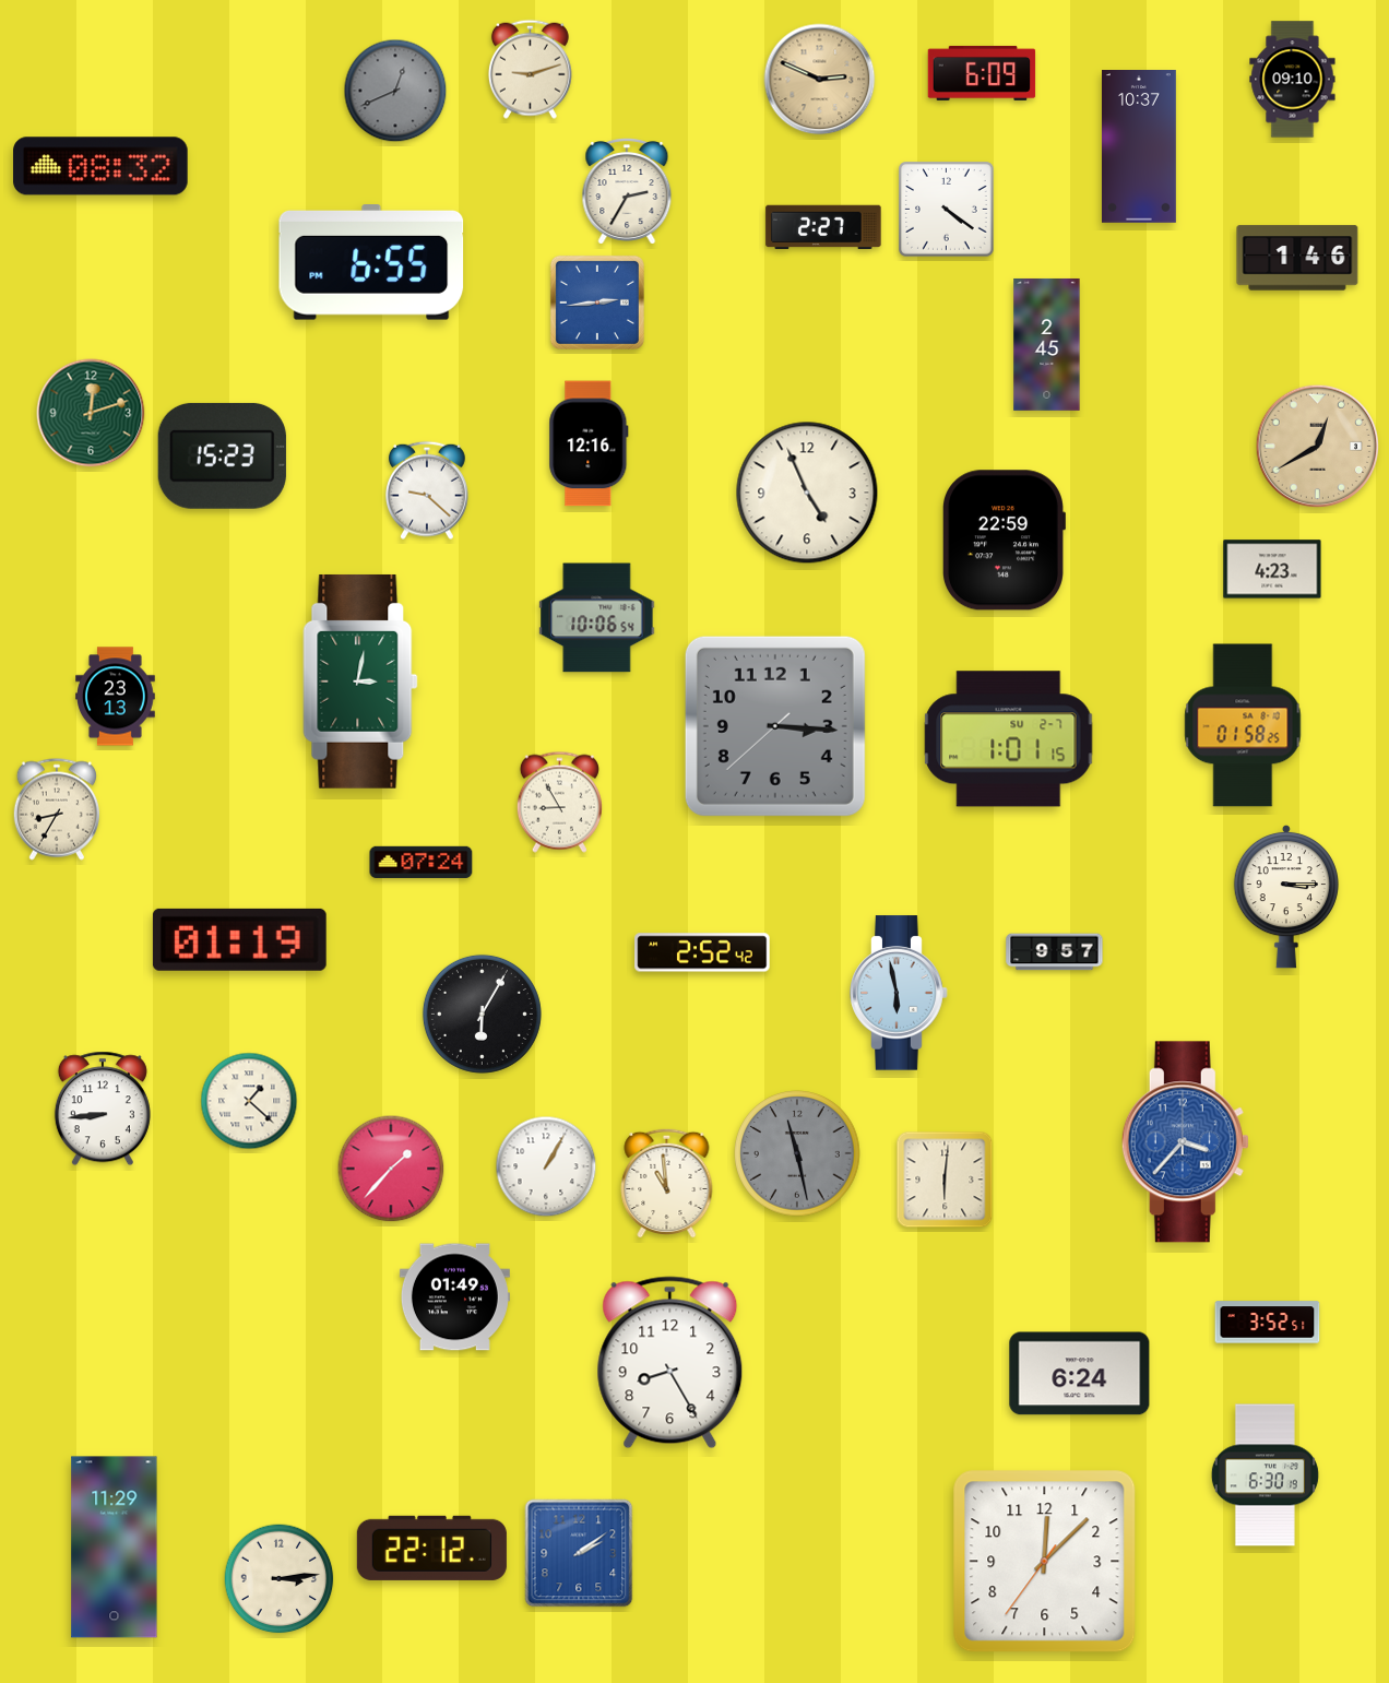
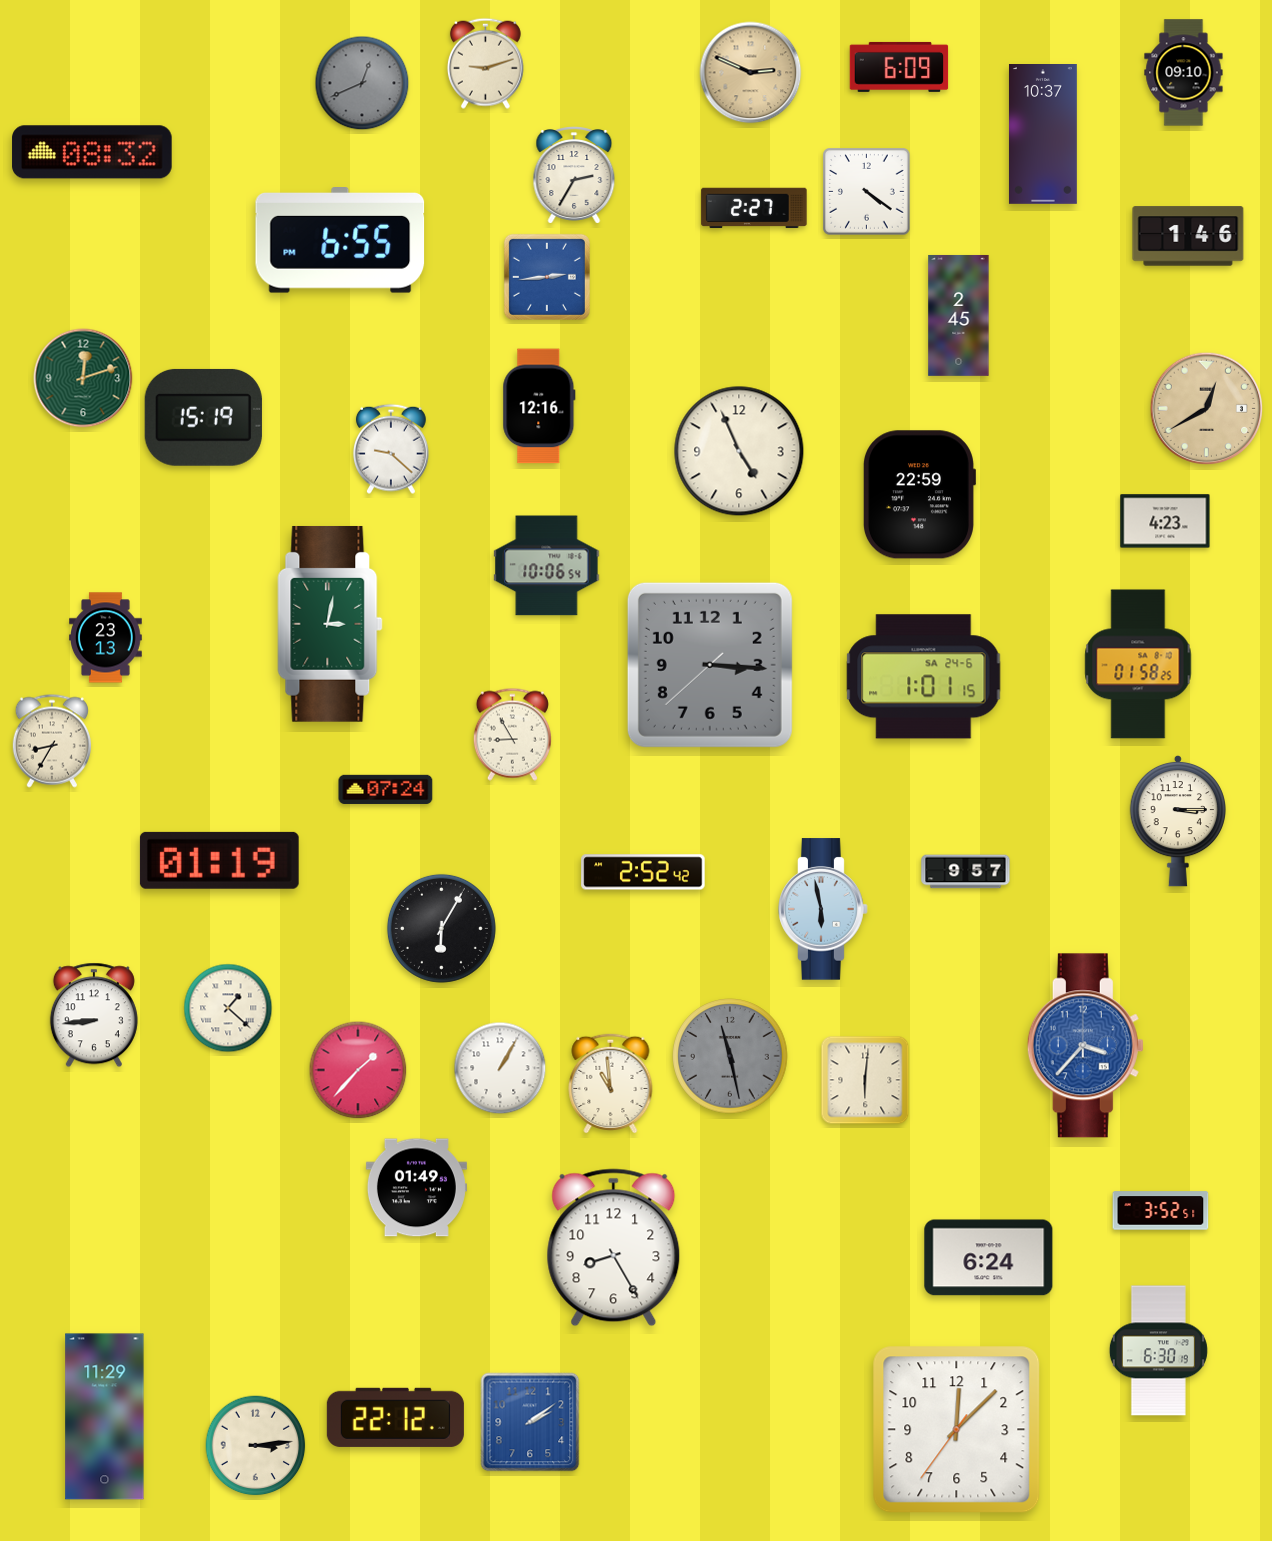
clock at (222, 455): 15:23 -> 15:19
clock at (1009, 739) date: SU 2-7 -> SA 24-6
